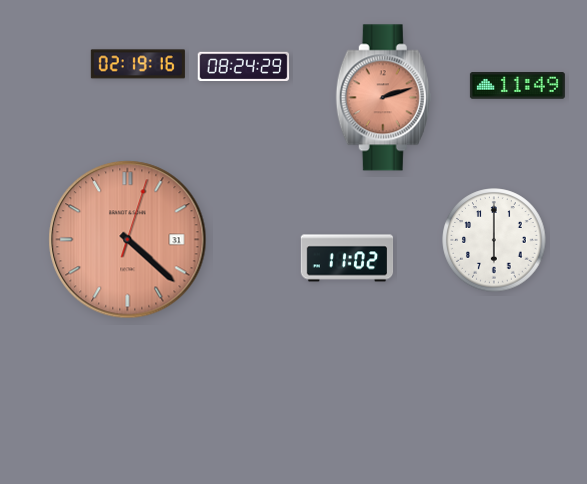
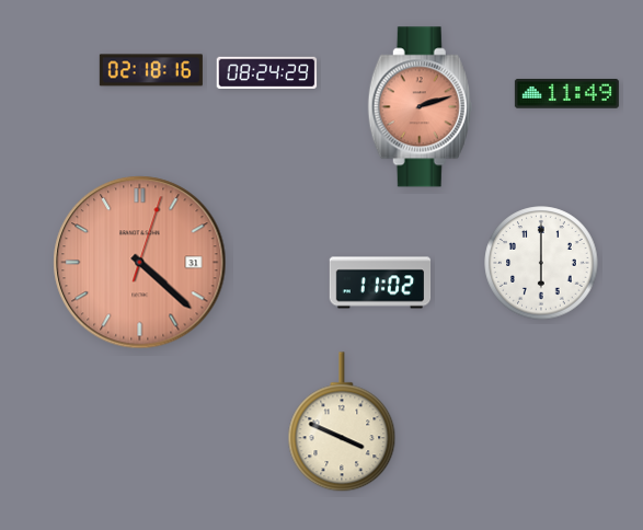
clock at (138, 64): 02:19 -> 02:18
clock at (342, 423): none -> 3:49
